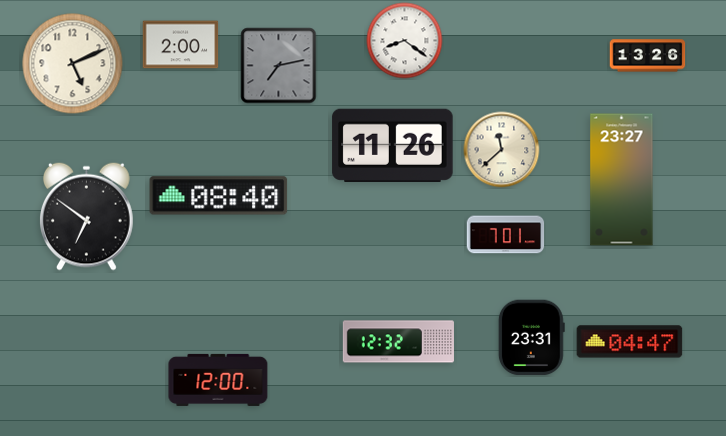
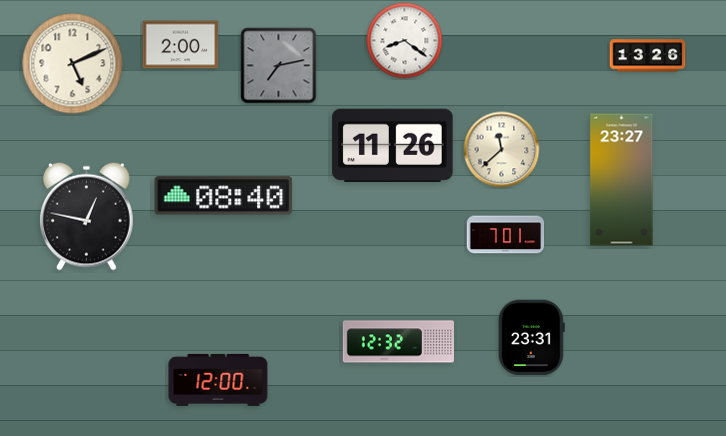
clock at (219, 196) position: (219, 196) -> (224, 196)
clock at (87, 216): 6:51 -> 12:47
clock at (630, 342): 04:47 -> none
